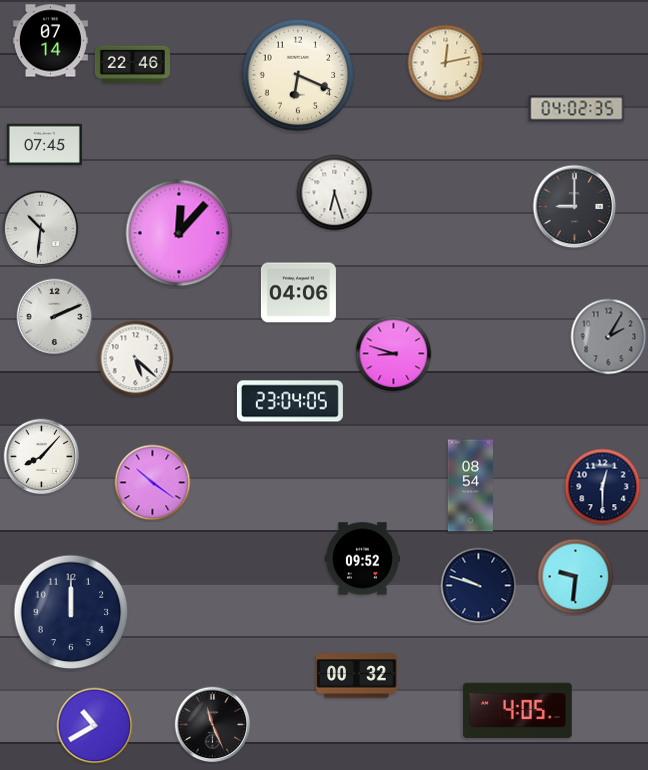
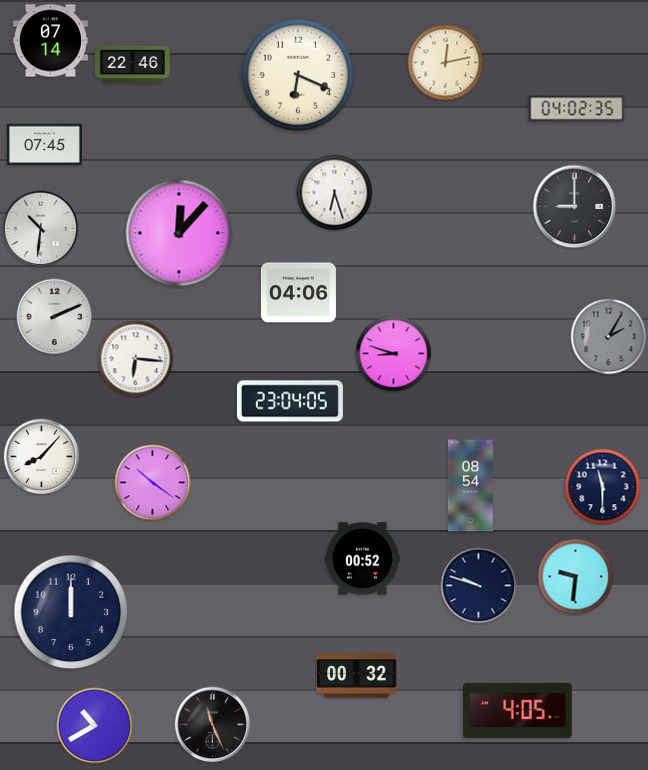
clock at (136, 359): 5:22 -> 6:16
clock at (603, 487): 12:30 -> 11:30
clock at (362, 559): 09:52 -> 00:52
